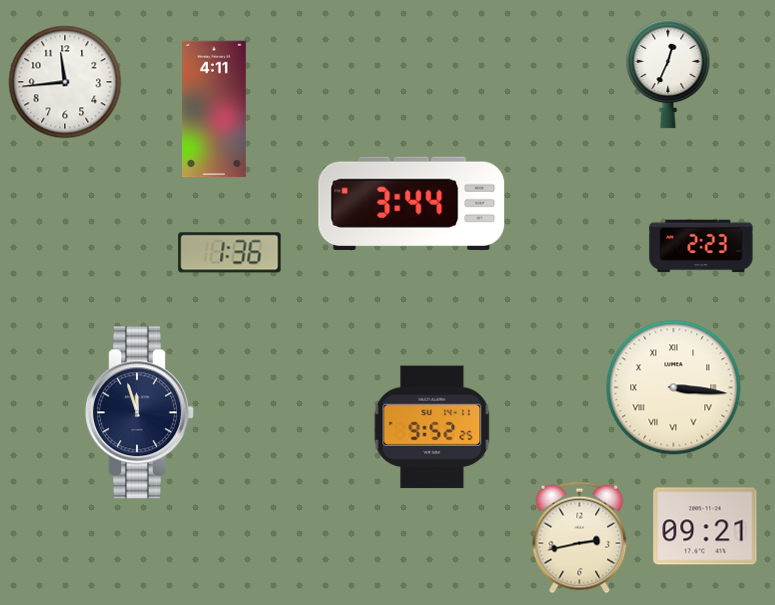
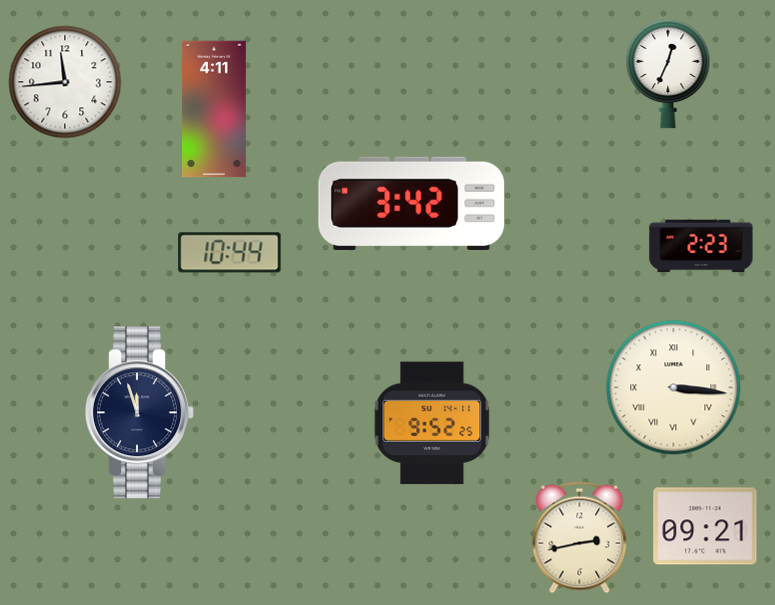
clock at (412, 203): 3:44 -> 3:42
clock at (230, 253): 1:36 -> 10:44
clock at (432, 427) position: (432, 427) -> (432, 423)
